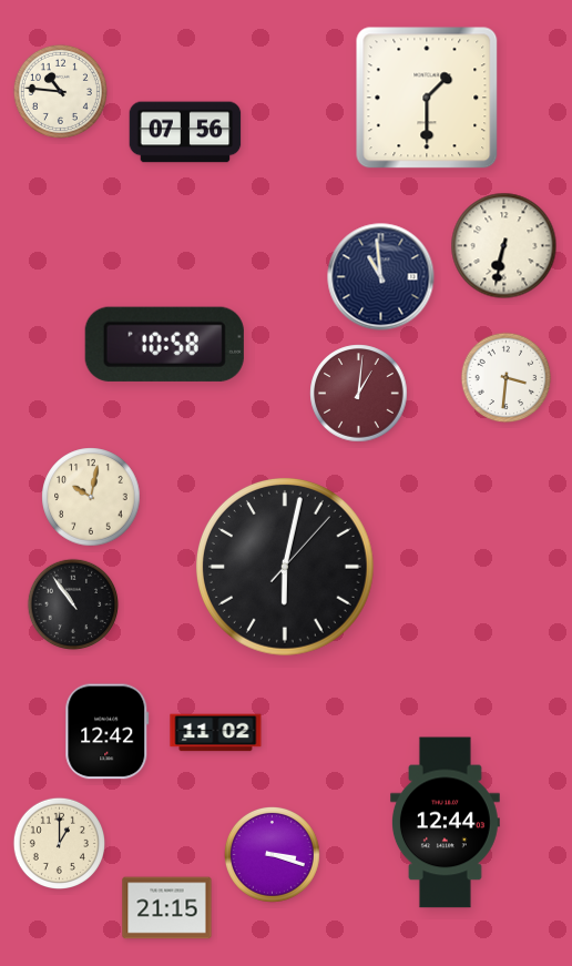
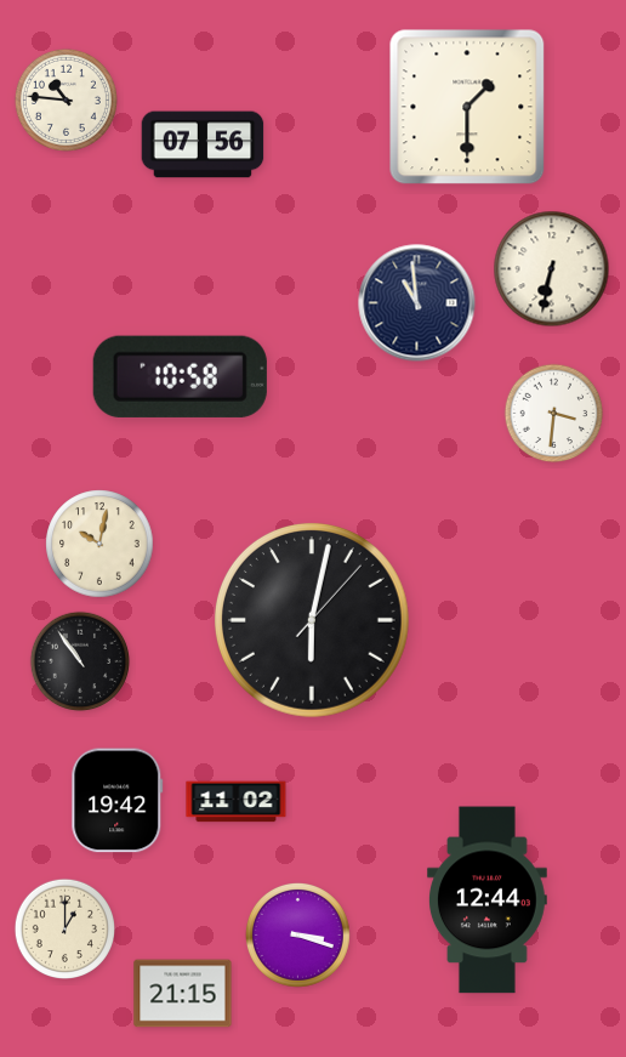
clock at (359, 394): 1:01 -> none
clock at (108, 732): 12:42 -> 19:42
clock at (59, 843) position: (59, 843) -> (64, 928)
